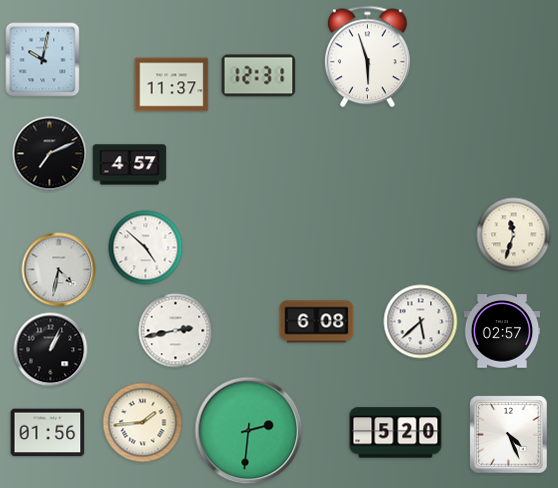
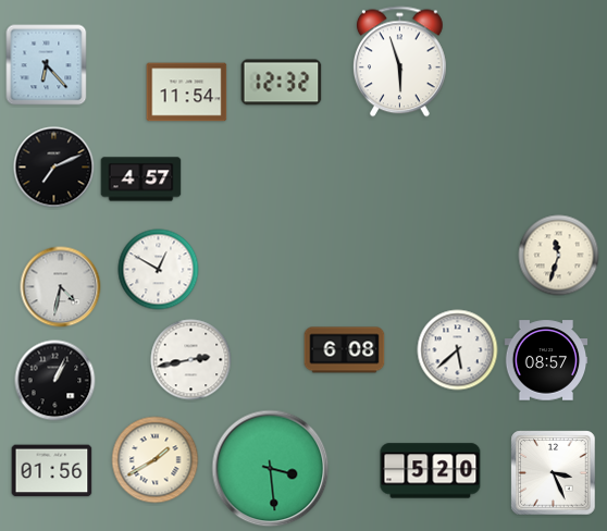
clock at (43, 60): 10:02 -> 6:23
clock at (259, 76): 12:31 -> 12:32
clock at (172, 85): 11:37 -> 11:54
clock at (146, 248): 4:52 -> 12:50
clock at (59, 270) position: (59, 270) -> (61, 287)
clock at (502, 331): 02:57 -> 08:57
clock at (143, 423): 1:44 -> 1:40
clock at (249, 431): 2:31 -> 3:29
clock at (509, 435): 4:26 -> 3:26
